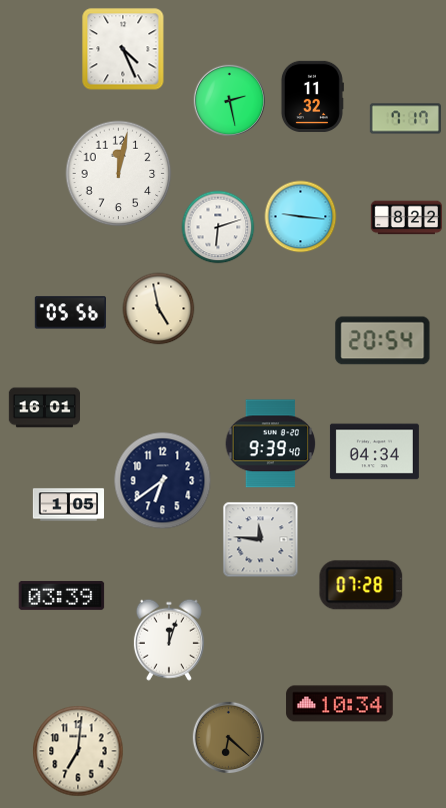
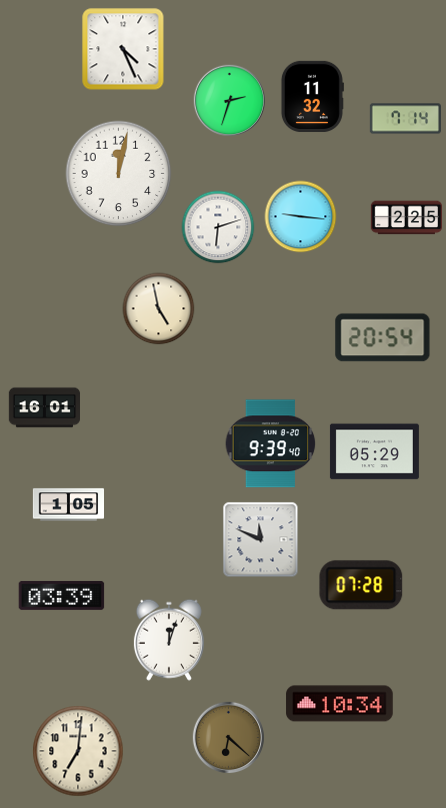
clock at (229, 100): 2:28 -> 2:33
clock at (405, 119): 7:17 -> 7:14
clock at (406, 218): 8:22 -> 2:25
clock at (70, 313): 05:56 -> none
clock at (383, 341) position: (383, 341) -> (383, 338)
clock at (374, 452): 04:34 -> 05:29
clock at (163, 481): 6:39 -> none
clock at (261, 540): 11:46 -> 11:49
